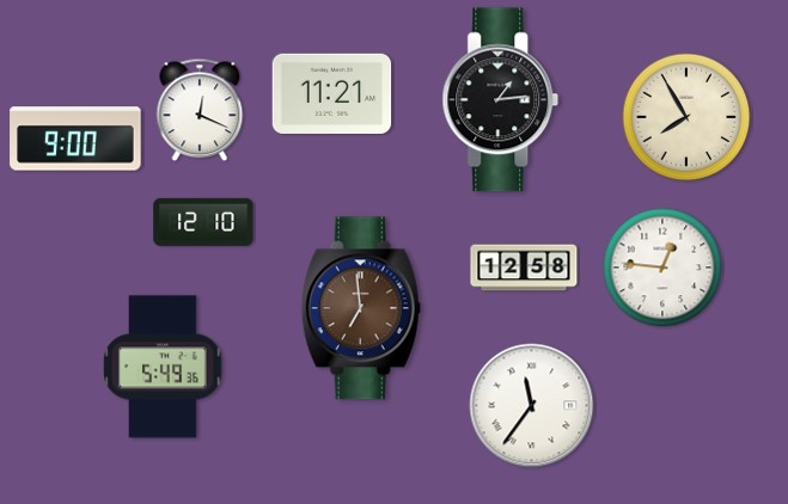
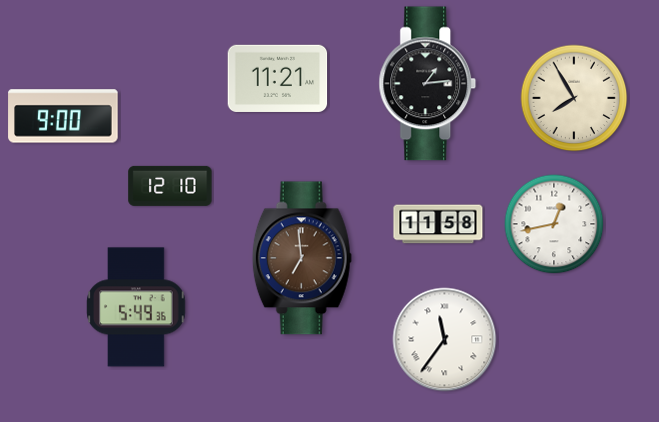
clock at (501, 100) position: (501, 100) -> (428, 84)
clock at (200, 110): 12:19 -> none
clock at (524, 268): 12:58 -> 11:58
clock at (662, 268): 12:46 -> 12:43
